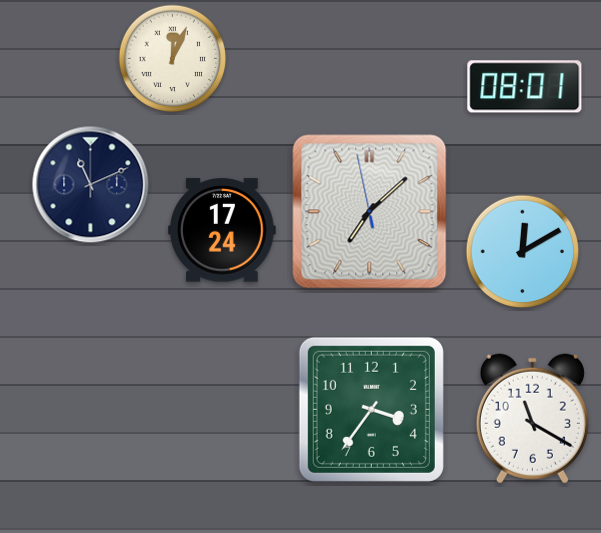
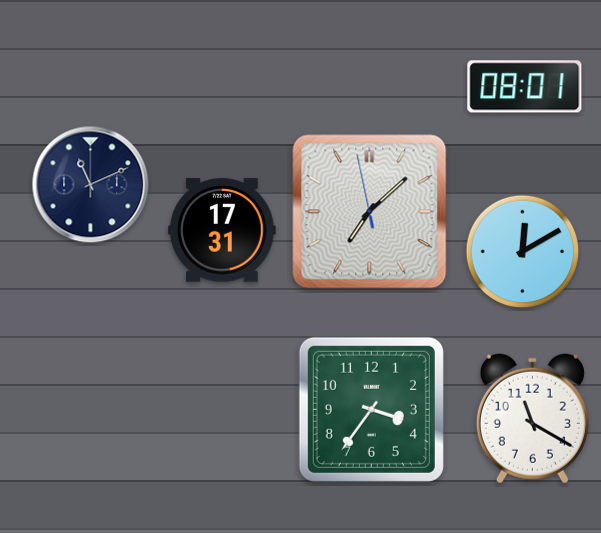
clock at (173, 59): 12:04 -> none
clock at (222, 230): 17:24 -> 17:31
